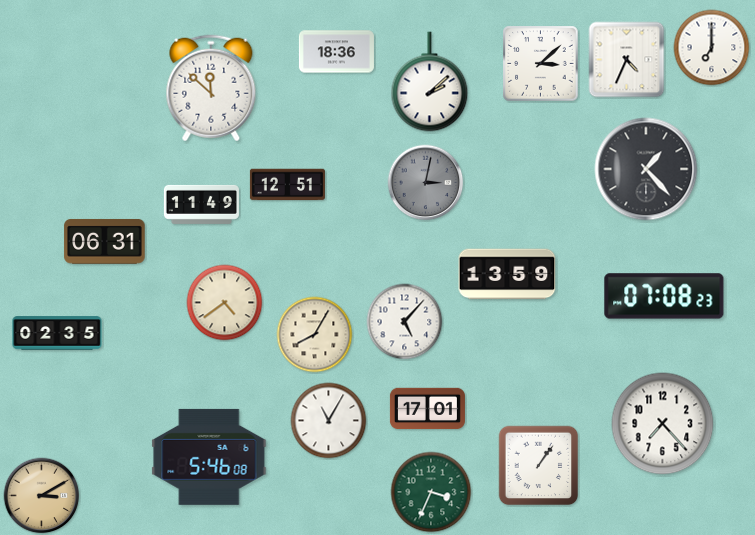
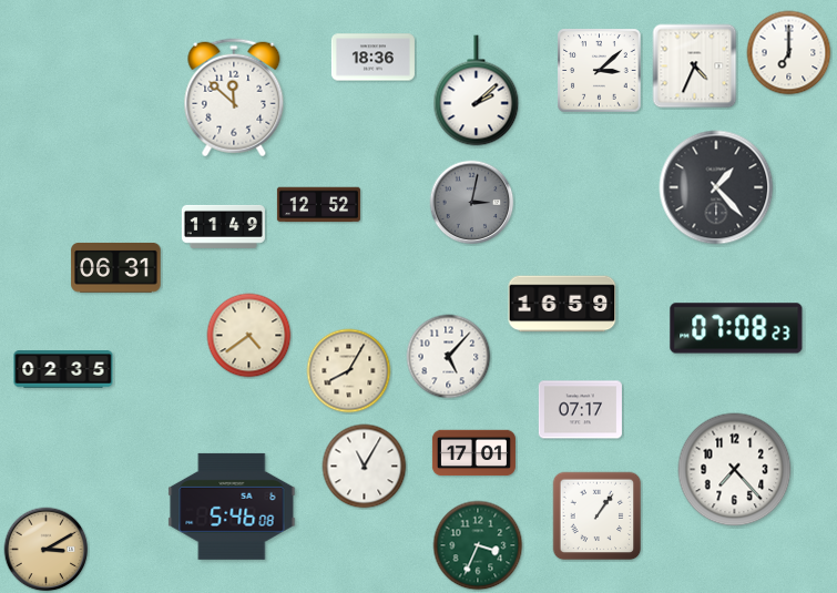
clock at (287, 185): 12:51 -> 12:52
clock at (507, 274): 13:59 -> 16:59
clock at (580, 410): none -> 07:17
